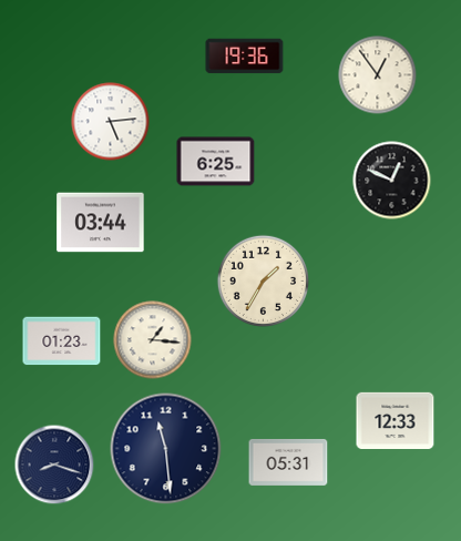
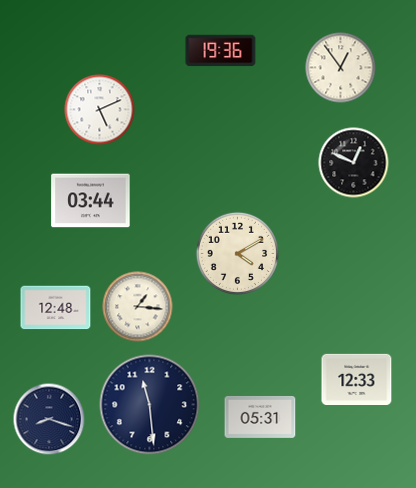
clock at (111, 122): 5:14 -> 5:11
clock at (216, 162): 6:25 -> none
clock at (263, 280): 1:35 -> 4:10
clock at (62, 341): 01:23 -> 12:48
